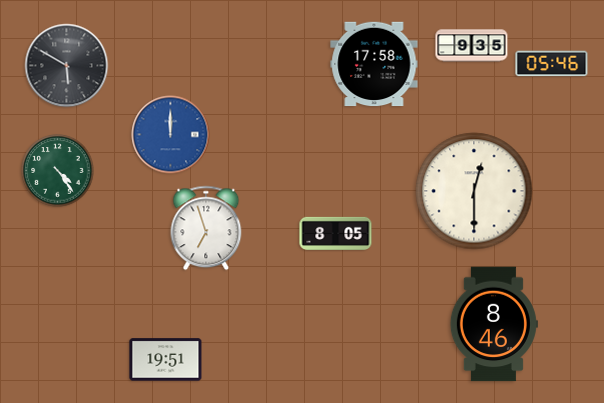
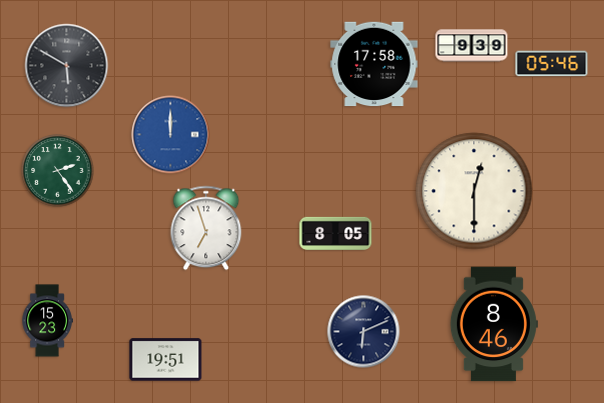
clock at (472, 46): 9:35 -> 9:39
clock at (58, 171): 4:24 -> 2:24
clock at (47, 321): none -> 15:23
clock at (364, 332): none -> 6:11
